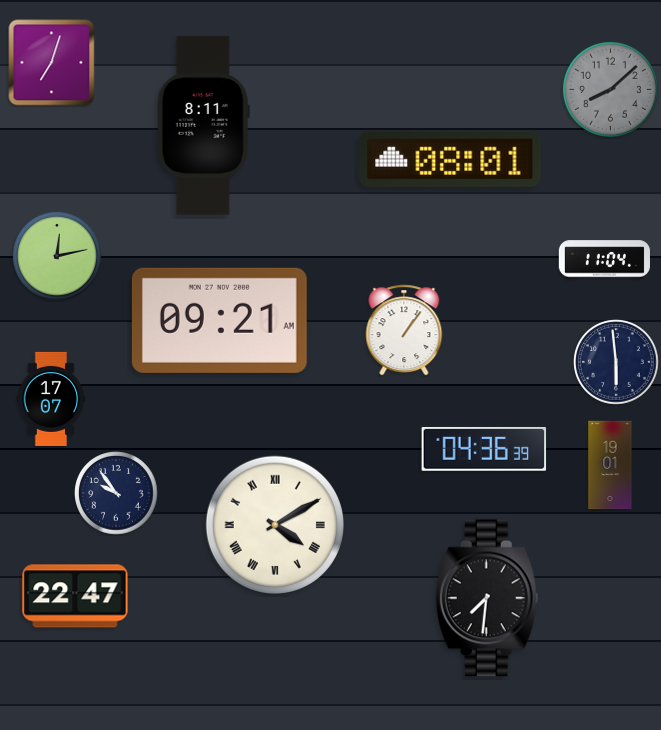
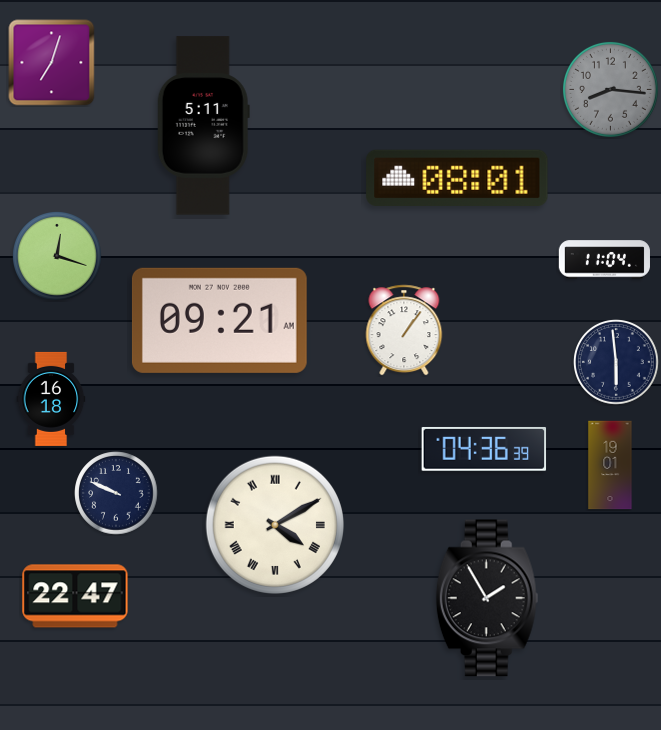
clock at (610, 89): 8:08 -> 8:16
clock at (203, 126): 8:11 -> 5:11
clock at (450, 159) position: (450, 159) -> (457, 178)
clock at (58, 257): 12:13 -> 12:18
clock at (51, 399): 17:07 -> 16:18
clock at (116, 493): 9:54 -> 9:49
clock at (487, 598): 7:31 -> 1:55
